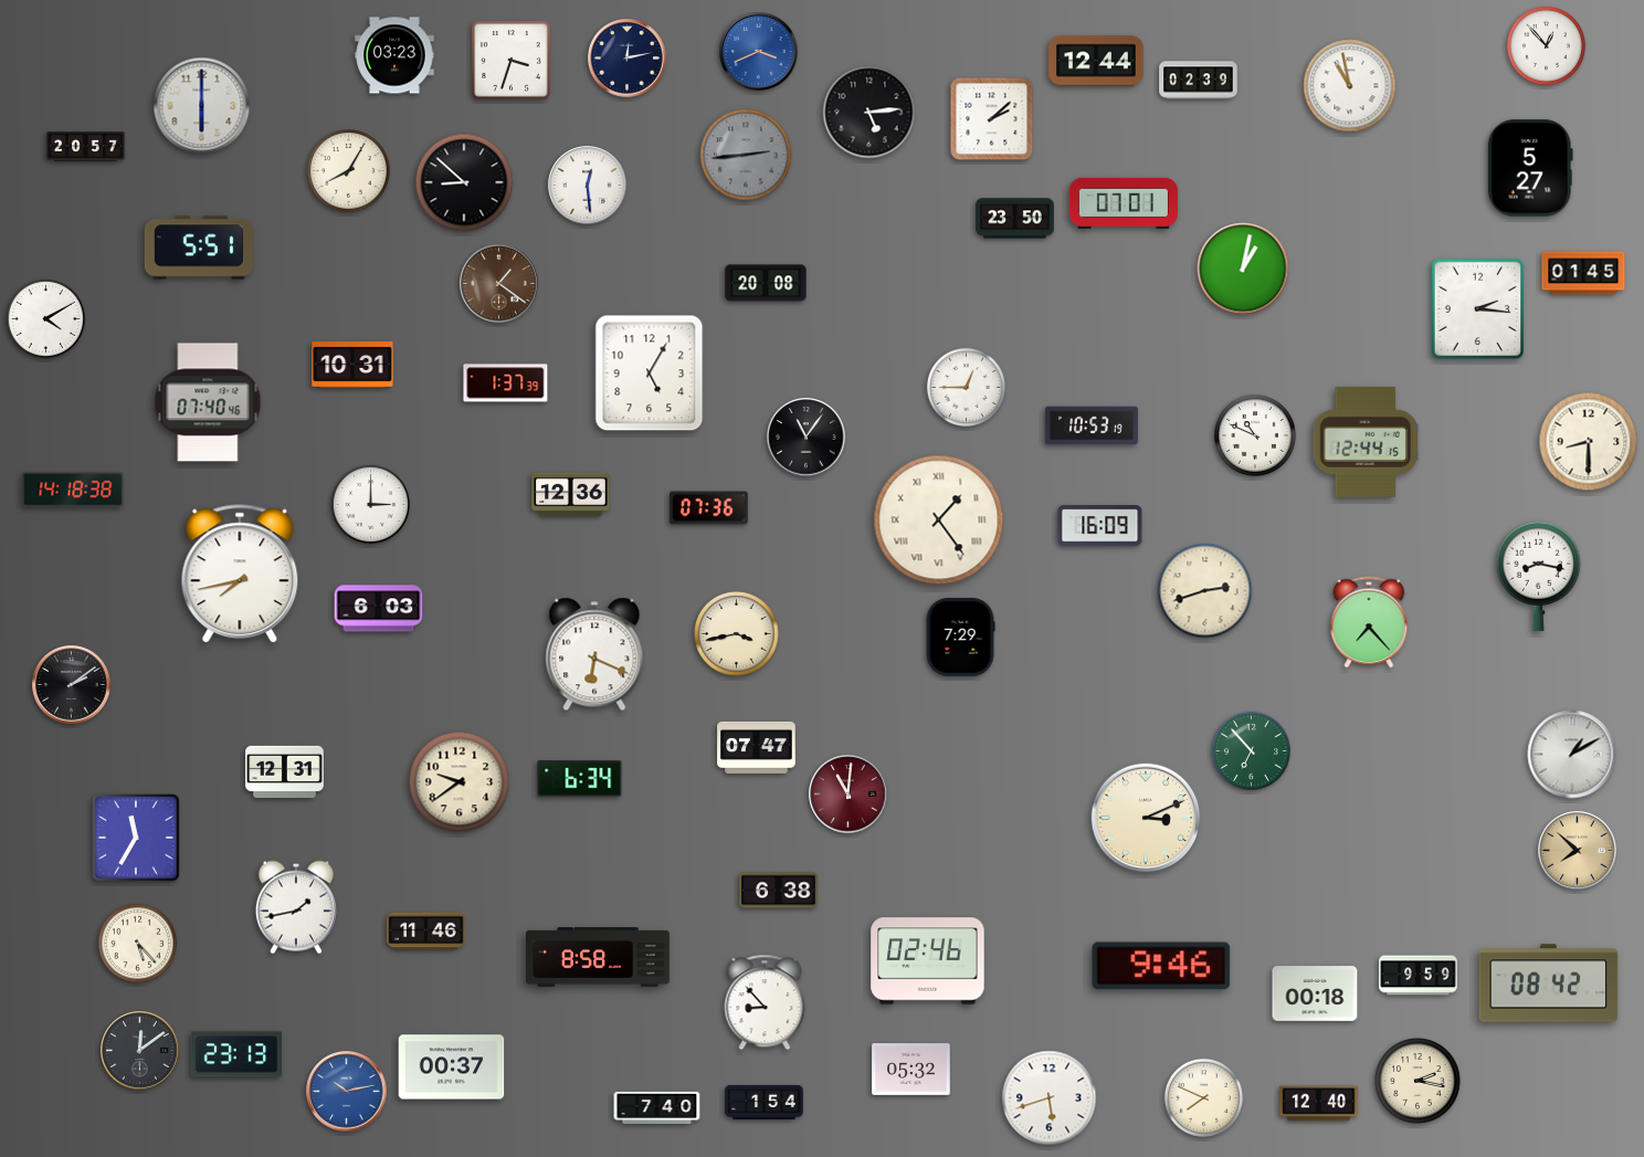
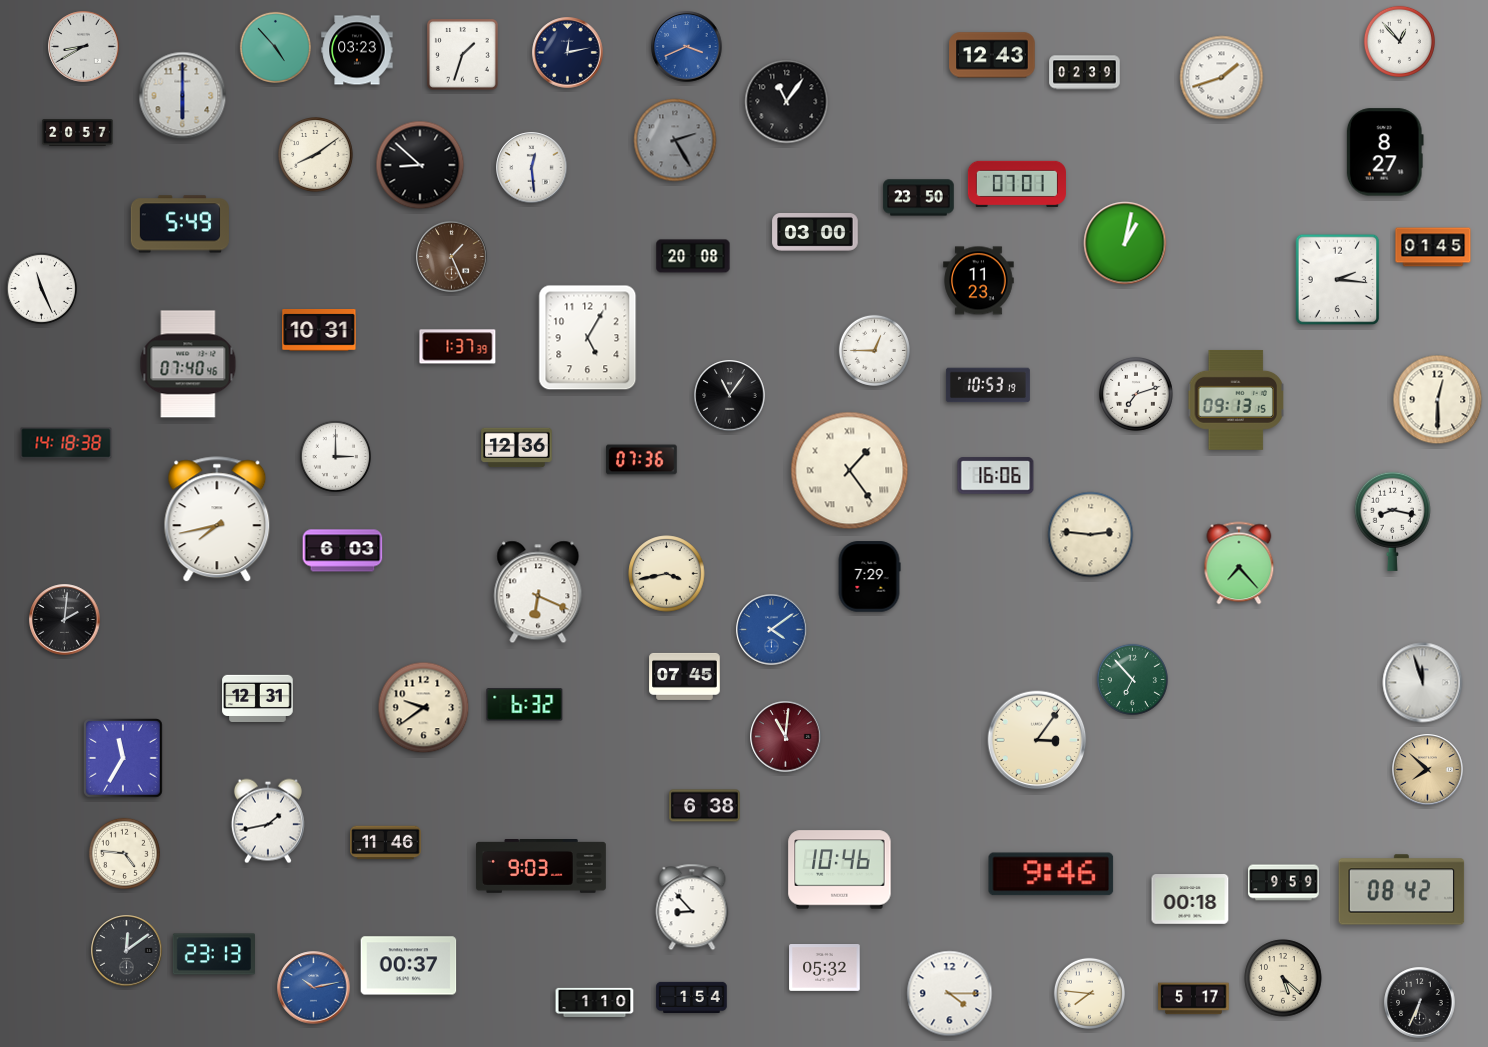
clock at (84, 47): none -> 8:40
clock at (275, 47): none -> 4:53
clock at (512, 61): 3:33 -> 1:33
clock at (1096, 61): 12:44 -> 12:43
clock at (1350, 86): 10:58 -> 1:42
clock at (870, 113): 5:14 -> 11:06
clock at (992, 119): 2:08 -> none
clock at (746, 155): 2:44 -> 2:25
clock at (1530, 168): 5:27 -> 8:27
clock at (349, 171): 8:05 -> 8:09
clock at (199, 248): 5:51 -> 5:49
clock at (815, 233): none -> 03:00
clock at (499, 284): 1:21 -> 1:26
clock at (979, 281): none -> 11:23
clock at (45, 318): 4:10 -> 11:26
clock at (1255, 435): 10:49 -> 7:12
clock at (1367, 442): 12:44 -> 09:13
clock at (1589, 442): 8:30 -> 12:30
clock at (1100, 526): 16:09 -> 16:06
clock at (1205, 591): 2:42 -> 2:46
clock at (72, 685): 2:09 -> 2:01
clock at (772, 630): none -> 4:09
clock at (757, 747): 07:47 -> 07:45
clock at (1572, 755): 1:10 -> 11:57
clock at (580, 779): 6:34 -> 6:32
clock at (460, 782) position: (460, 782) -> (424, 708)
clock at (849, 795) position: (849, 795) -> (786, 737)
clock at (1146, 818): 3:11 -> 3:06
clock at (137, 943): 5:23 -> 4:46
clock at (598, 958): 8:58 -> 9:03
clock at (928, 961): 02:46 -> 10:46
clock at (1418, 1081): 2:17 -> 5:22
clock at (1203, 1097): 7:49 -> 7:46
clock at (1050, 1098): 5:42 -> 4:15
clock at (1319, 1104): 12:40 -> 5:17
clock at (657, 1107): 7:40 -> 1:10
clock at (1420, 1003): none -> 6:34
